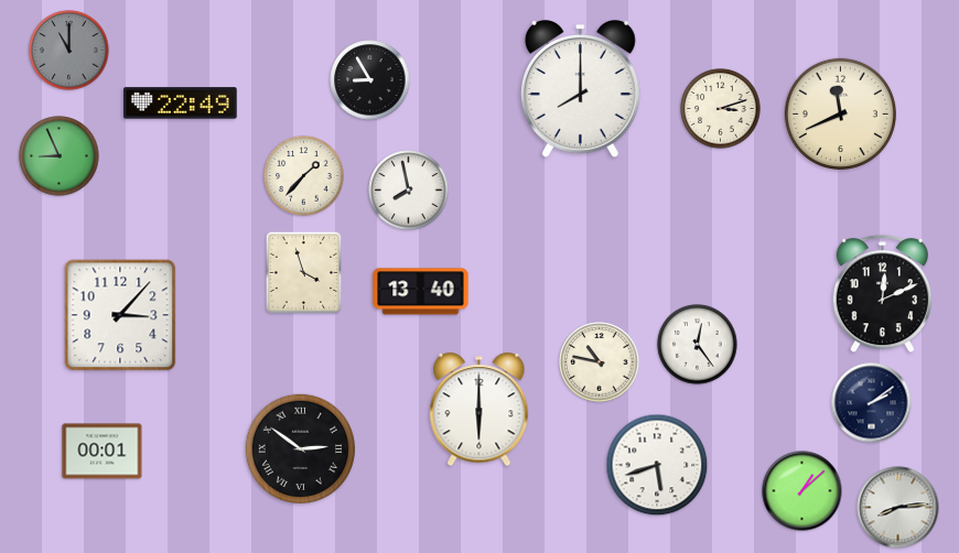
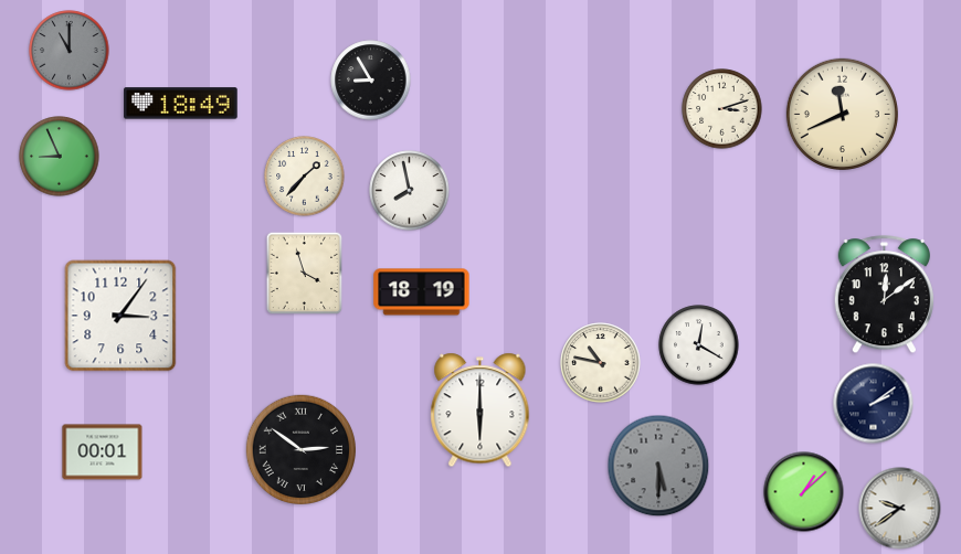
clock at (580, 89): 8:00 -> none
clock at (181, 104): 22:49 -> 18:49
clock at (421, 292): 13:40 -> 18:19
clock at (882, 294): 12:11 -> 12:09
clock at (120, 315): 3:07 -> 3:06
clock at (698, 345): 12:24 -> 12:20
clock at (657, 465): 5:42 -> 5:30
clock at (657, 465) dial: white -> grey
clock at (898, 508): 8:14 -> 9:39
